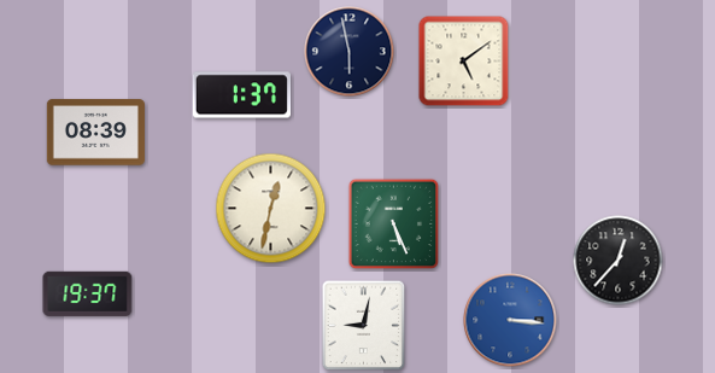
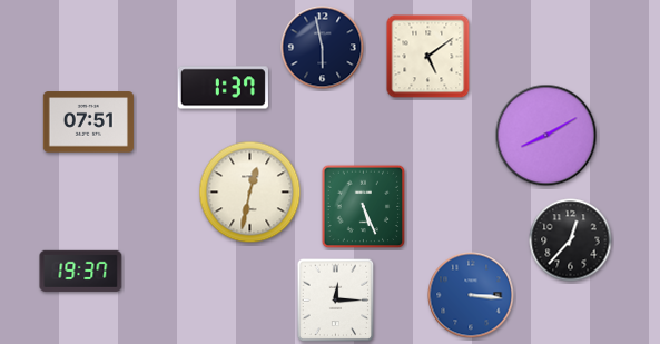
clock at (95, 133): 08:39 -> 07:51
clock at (546, 136): none -> 8:10
clock at (364, 326): 9:02 -> 12:15
